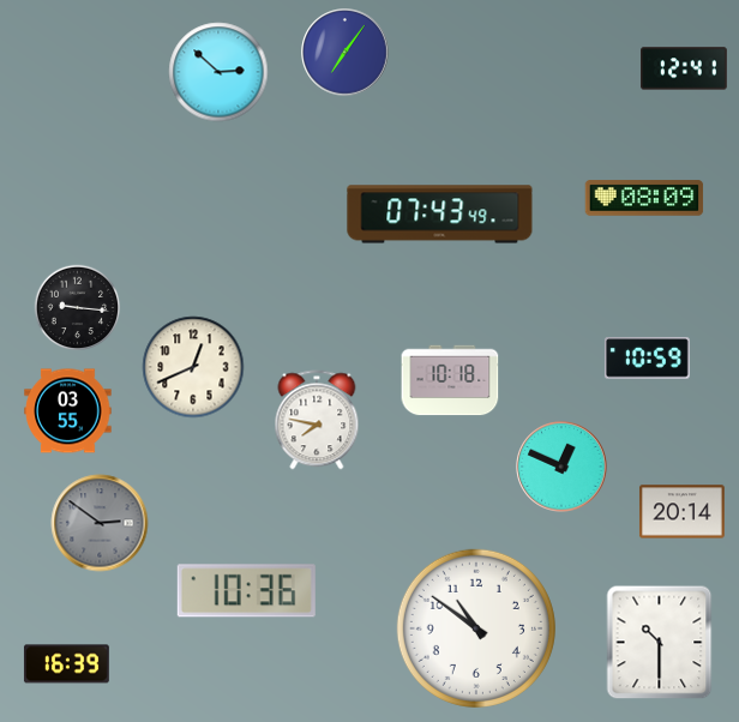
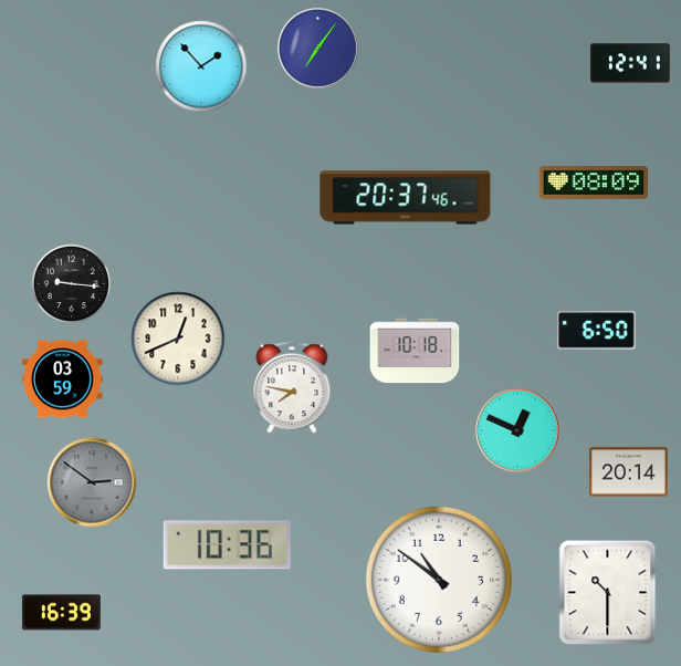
clock at (218, 72): 2:52 -> 1:53
clock at (440, 215): 07:43 -> 20:37
clock at (647, 359): 10:59 -> 6:50
clock at (68, 411): 03:55 -> 03:59
